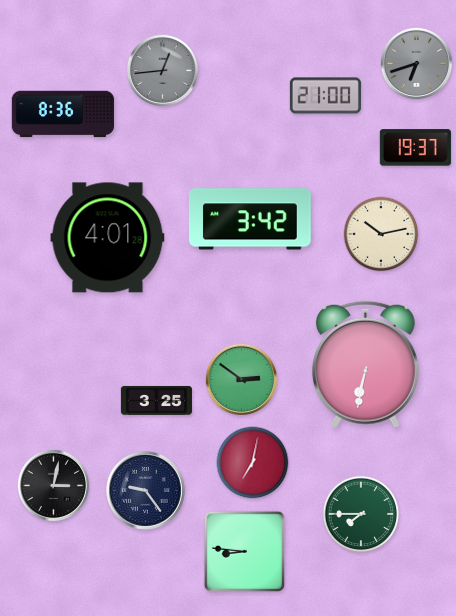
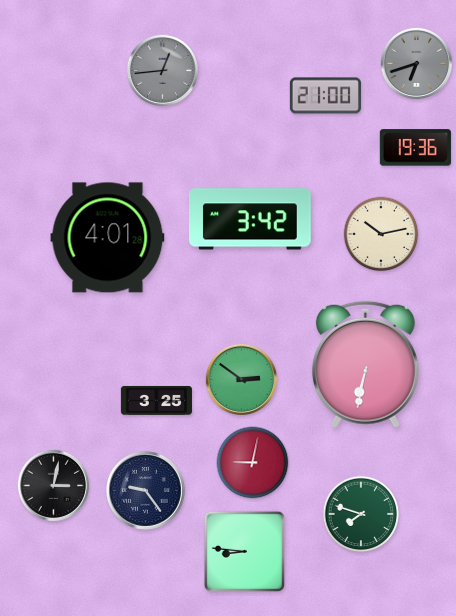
clock at (63, 114): 8:36 -> none
clock at (415, 148): 19:37 -> 19:36
clock at (253, 463): 7:02 -> 9:02
clock at (361, 514): 7:45 -> 7:48
